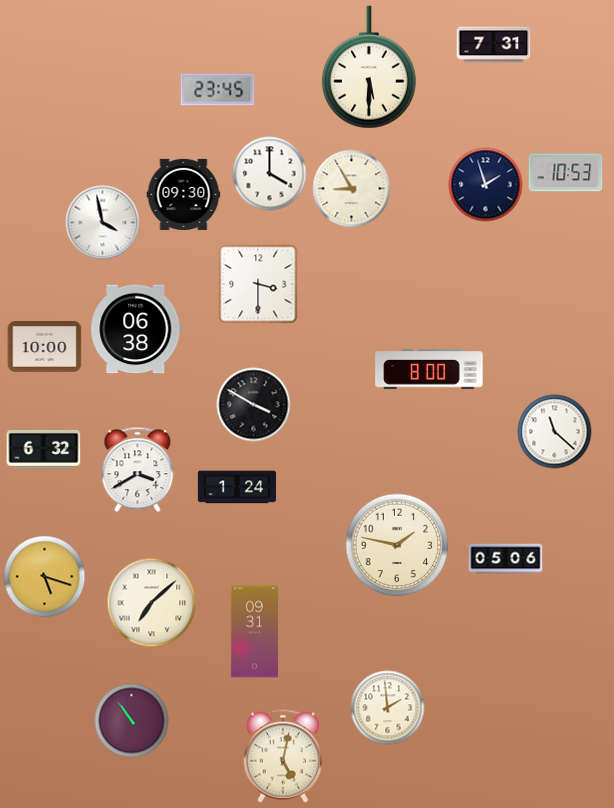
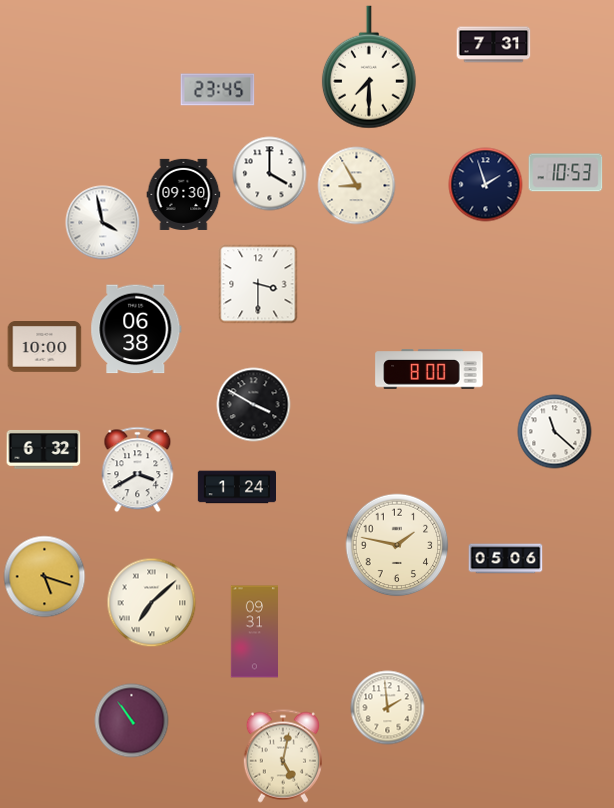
clock at (369, 67): 5:30 -> 7:30
clock at (352, 189) position: (352, 189) -> (357, 186)
